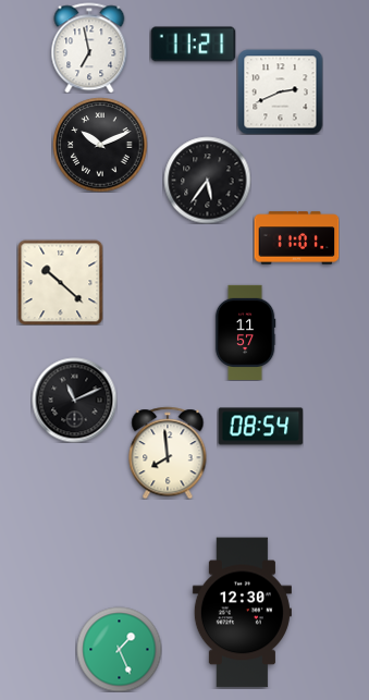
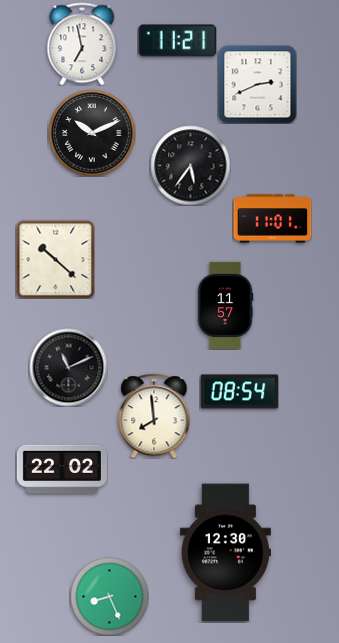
clock at (62, 469): none -> 22:02
clock at (242, 613) position: (242, 613) -> (225, 553)
clock at (119, 649): 1:26 -> 8:26
